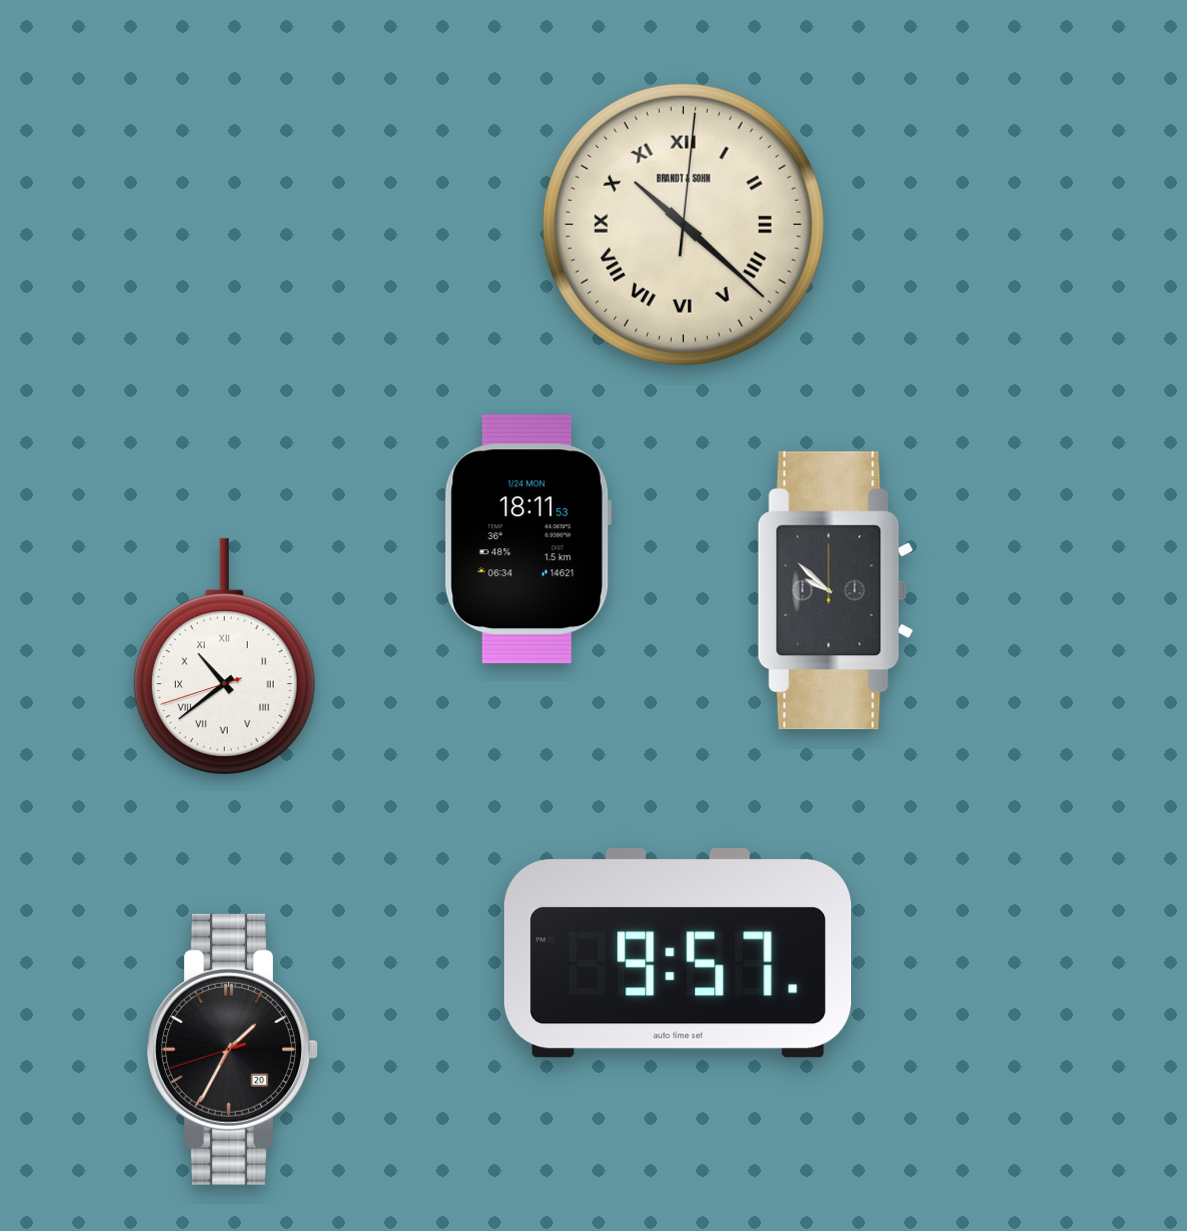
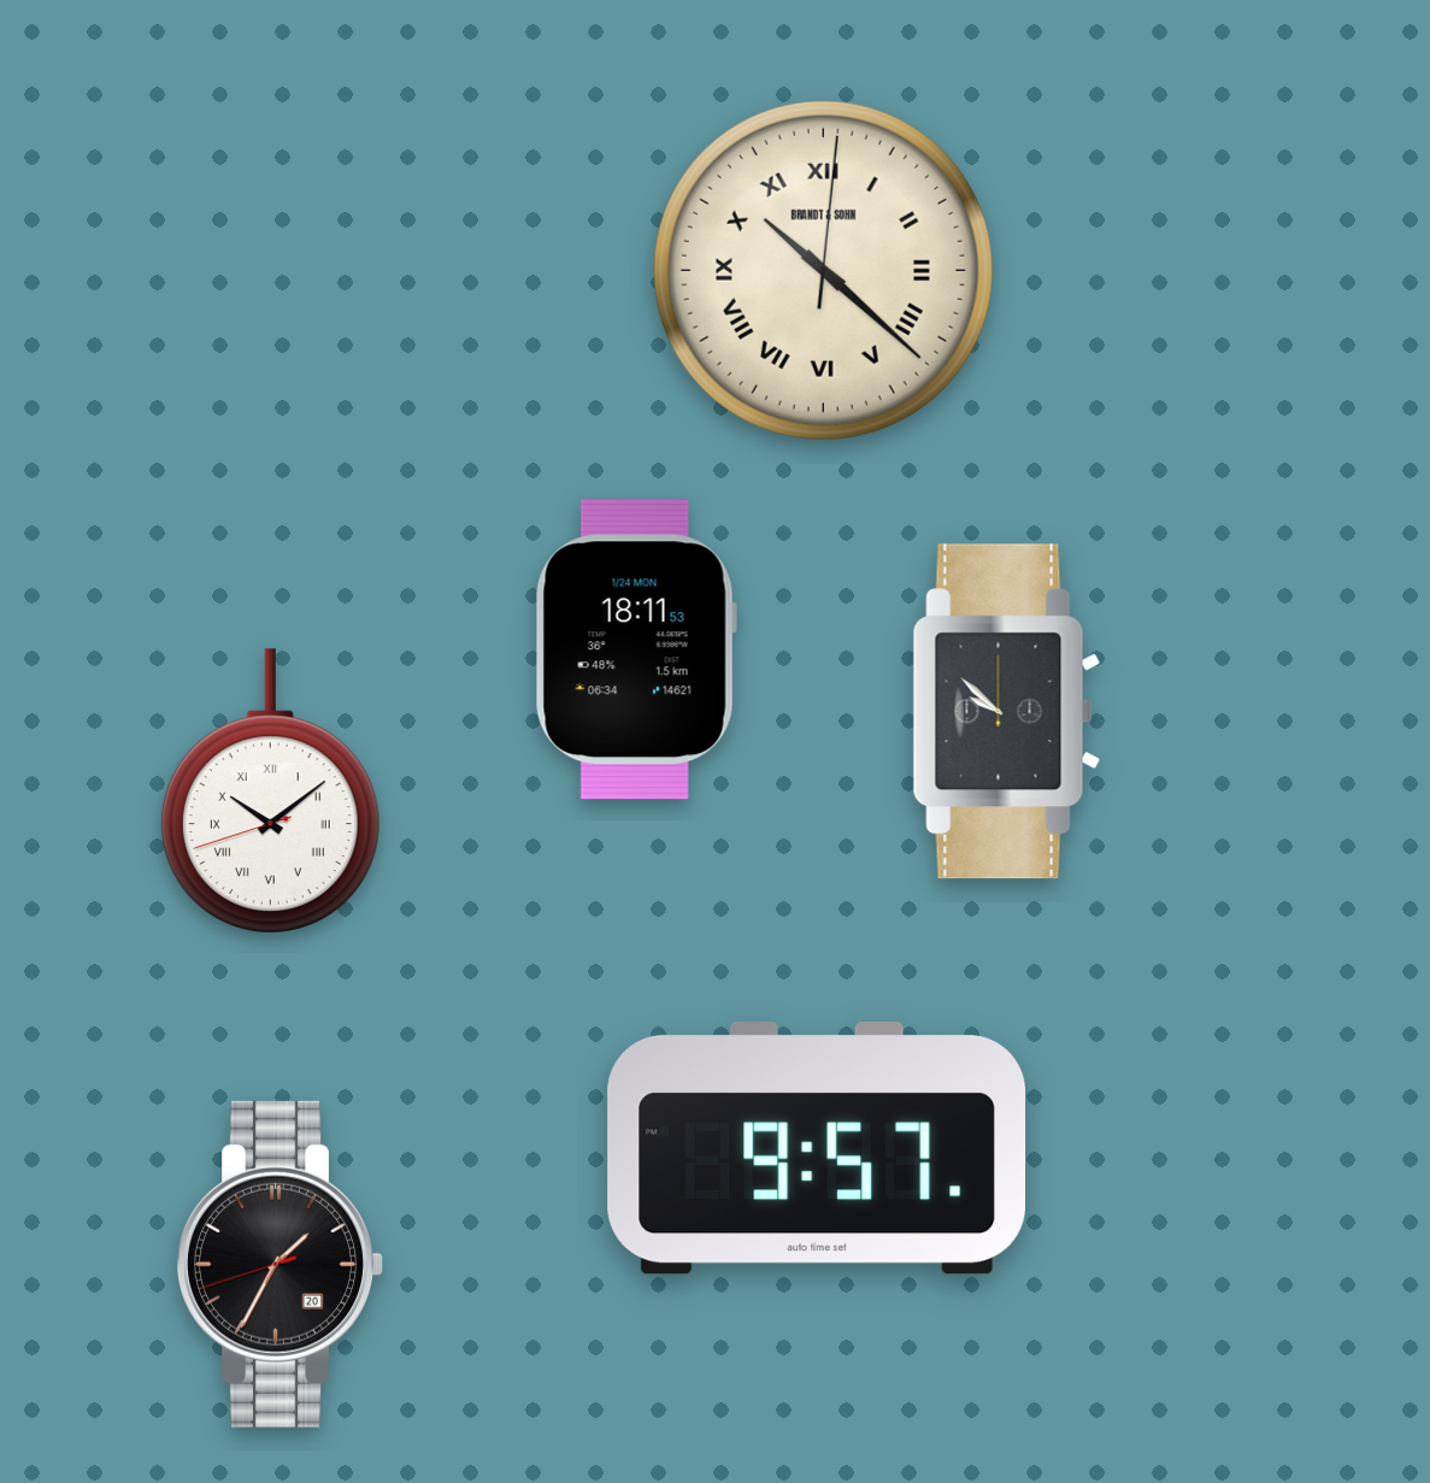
clock at (224, 657): 10:38 -> 10:08
